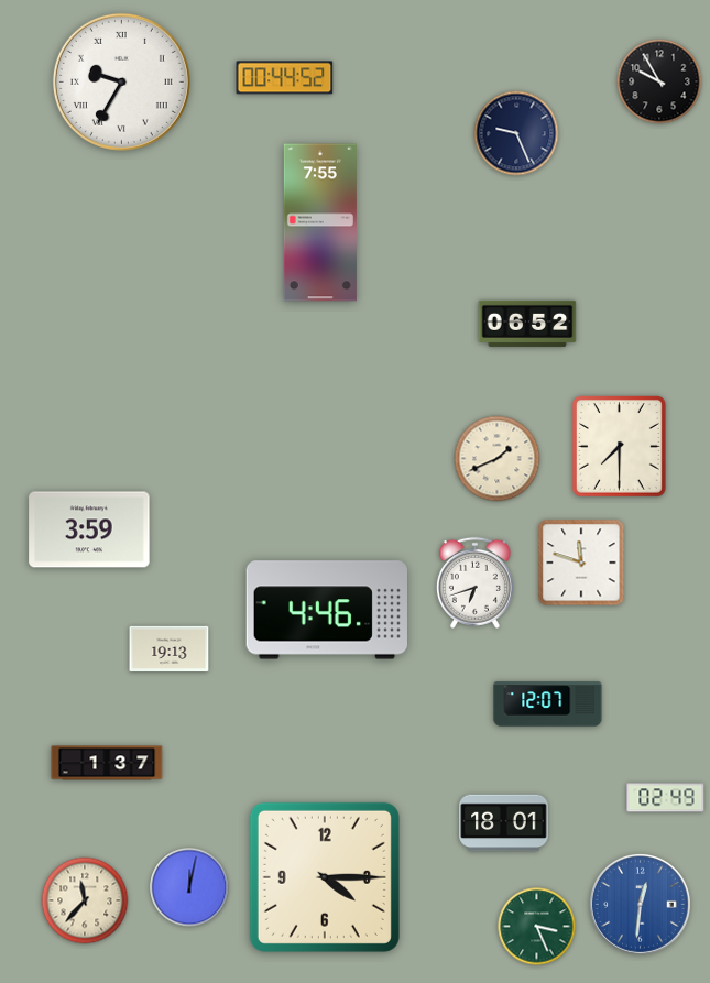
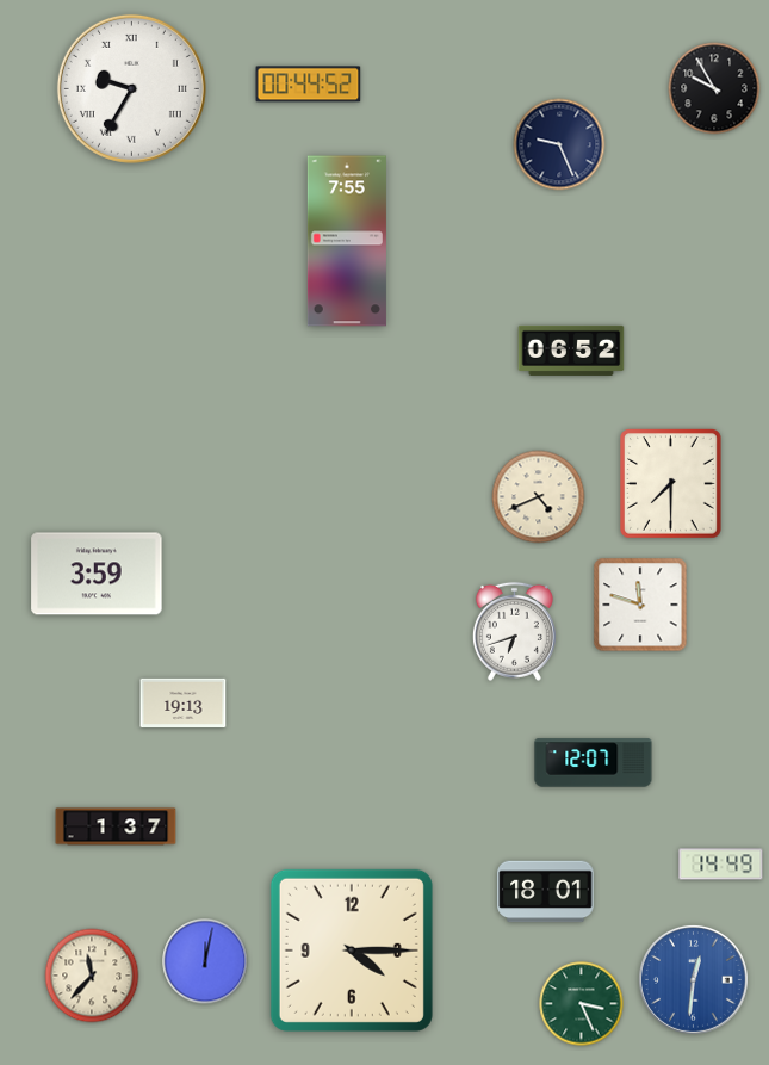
clock at (498, 459): 1:41 -> 4:41
clock at (581, 563) position: (581, 563) -> (640, 605)
clock at (326, 610): 4:46 -> none
clock at (666, 798): 02:49 -> 14:49
